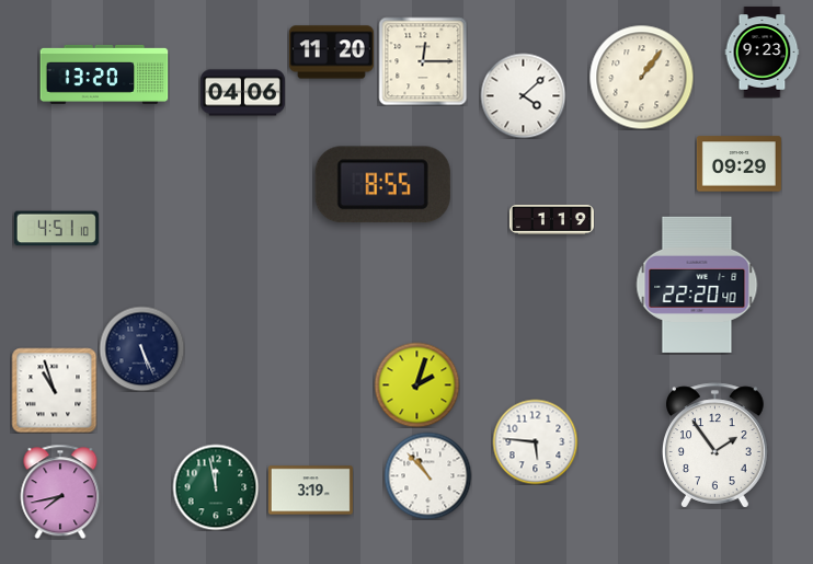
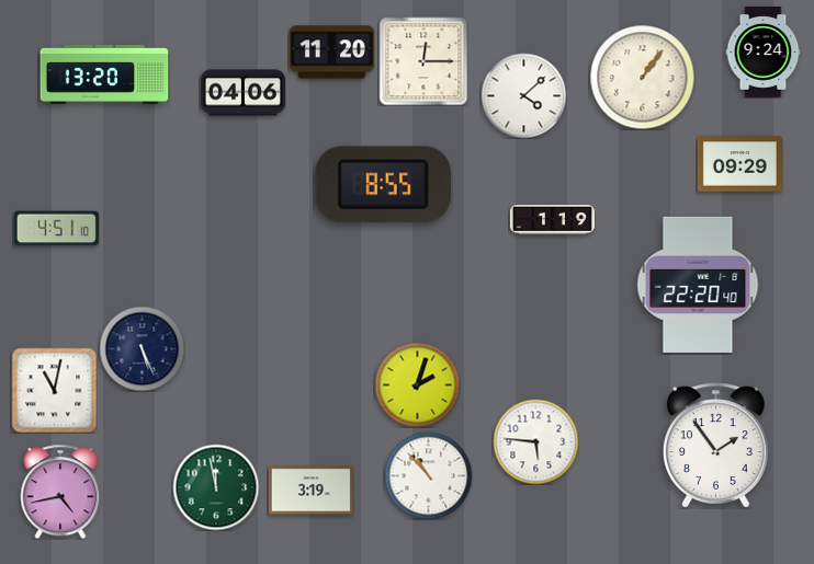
clock at (763, 53): 9:23 -> 9:24
clock at (54, 390): 10:57 -> 11:02
clock at (60, 492): 7:43 -> 4:43
